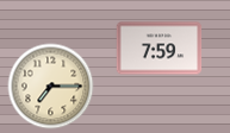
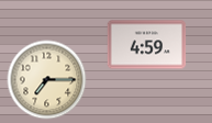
clock at (160, 49): 7:59 -> 4:59
